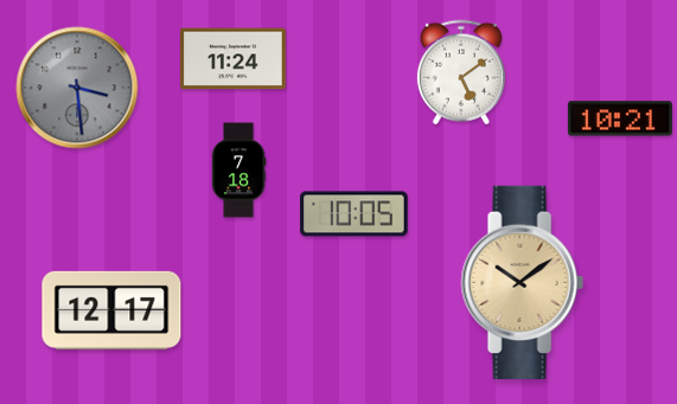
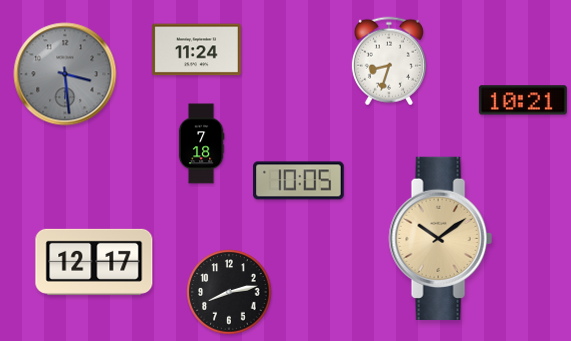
clock at (461, 72): 5:09 -> 8:33
clock at (229, 292): none -> 8:13
